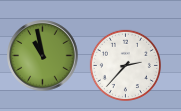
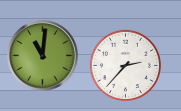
clock at (43, 56): 10:58 -> 11:01
